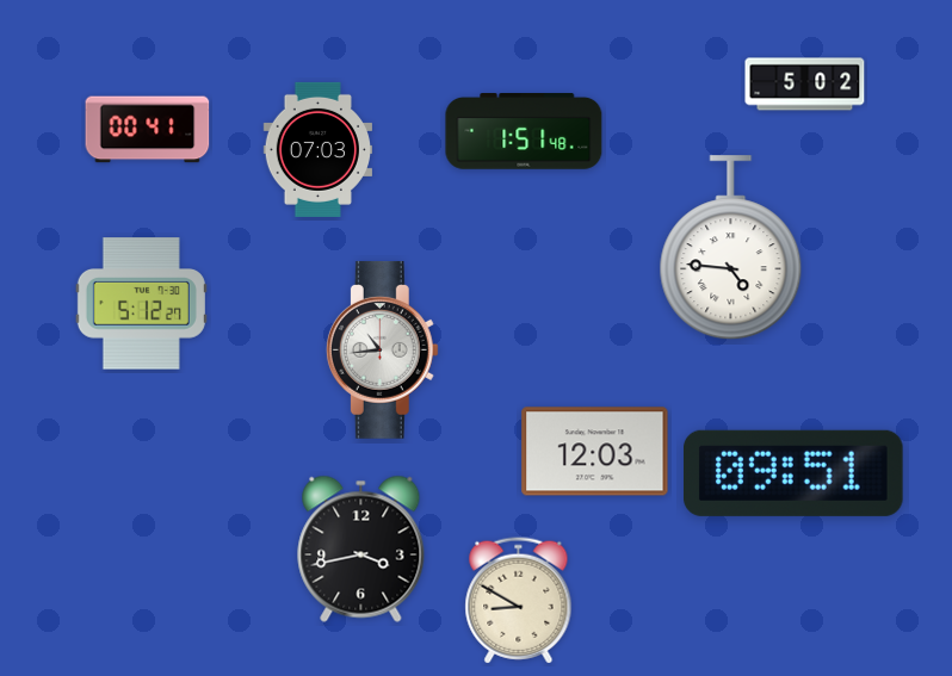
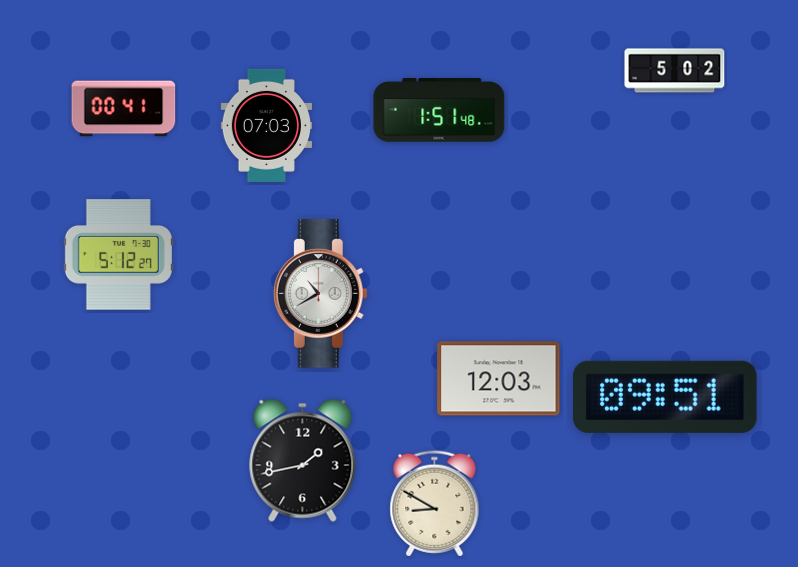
clock at (731, 248): 4:46 -> none
clock at (382, 349): 10:44 -> 10:40
clock at (361, 548): 3:43 -> 1:43
